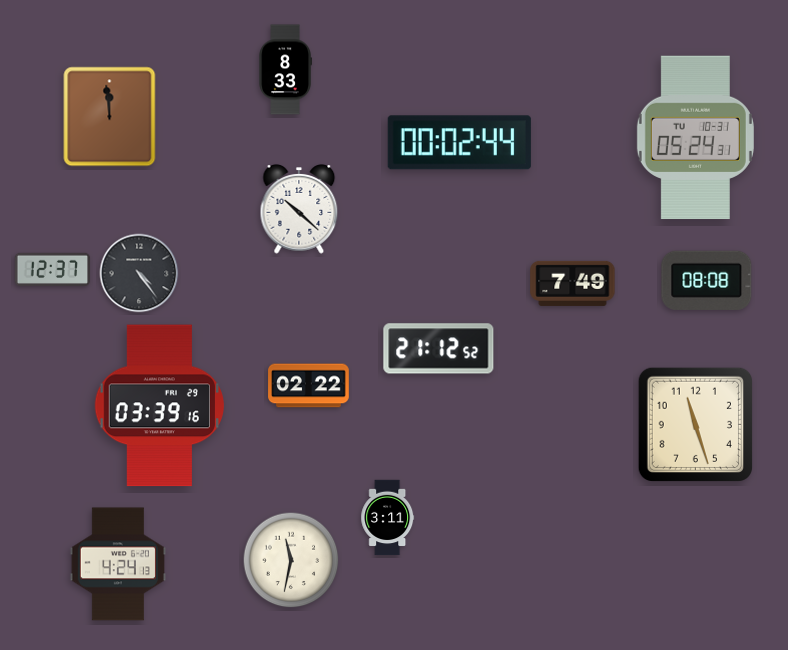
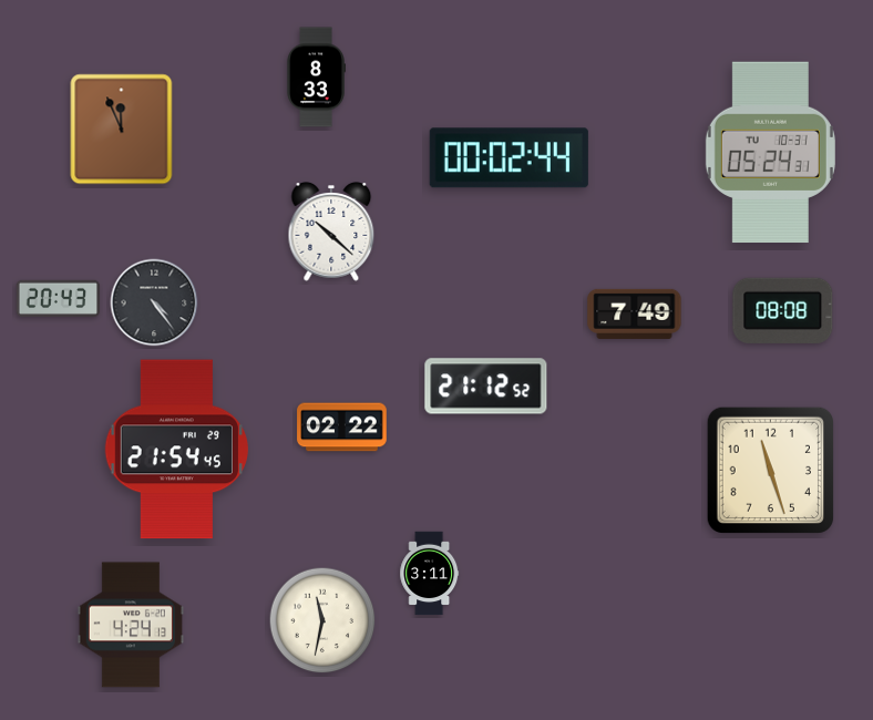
clock at (110, 117): 11:59 -> 11:56
clock at (53, 269): 12:37 -> 20:43
clock at (159, 406): 03:39 -> 21:54
